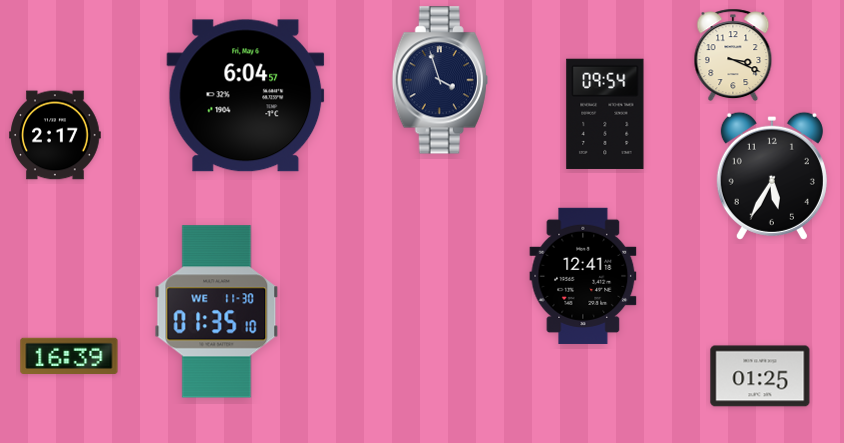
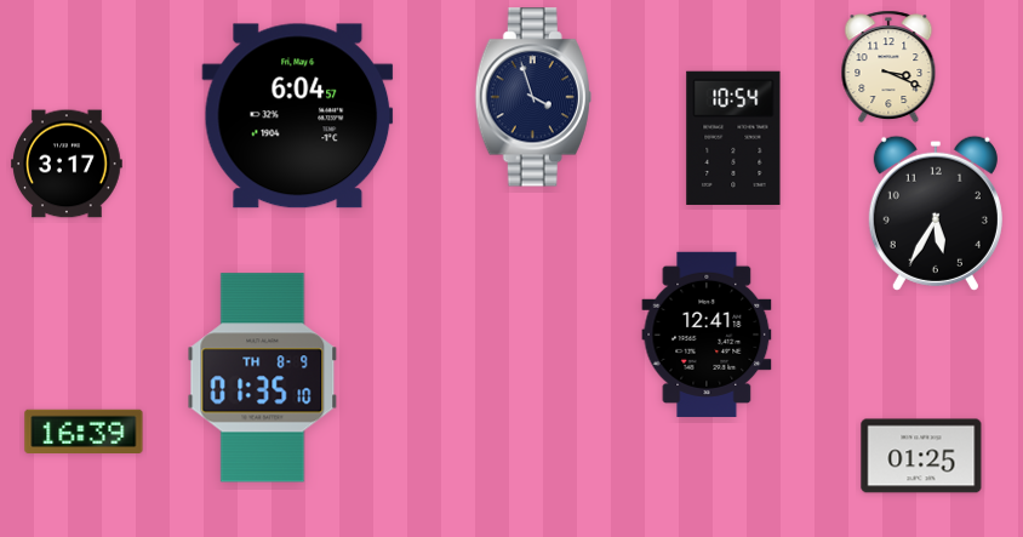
clock at (605, 114): 09:54 -> 10:54
clock at (55, 135): 2:17 -> 3:17
clock at (217, 312) date: WE 11-30 -> TH 8-9
